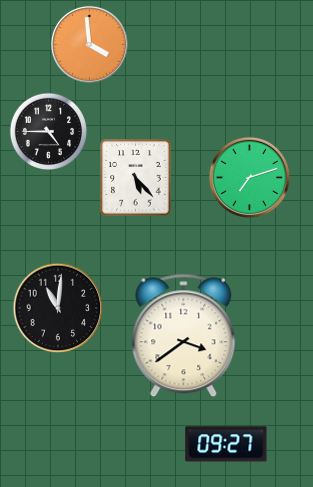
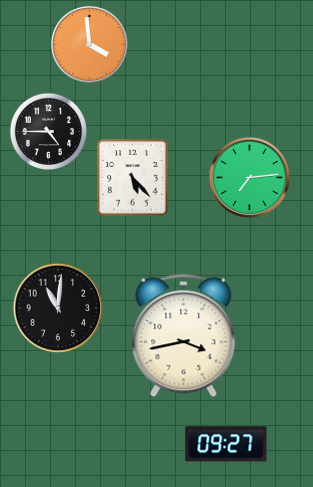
clock at (249, 177): 7:12 -> 7:14
clock at (136, 178) position: (136, 178) -> (133, 178)
clock at (184, 336): 3:39 -> 3:43
